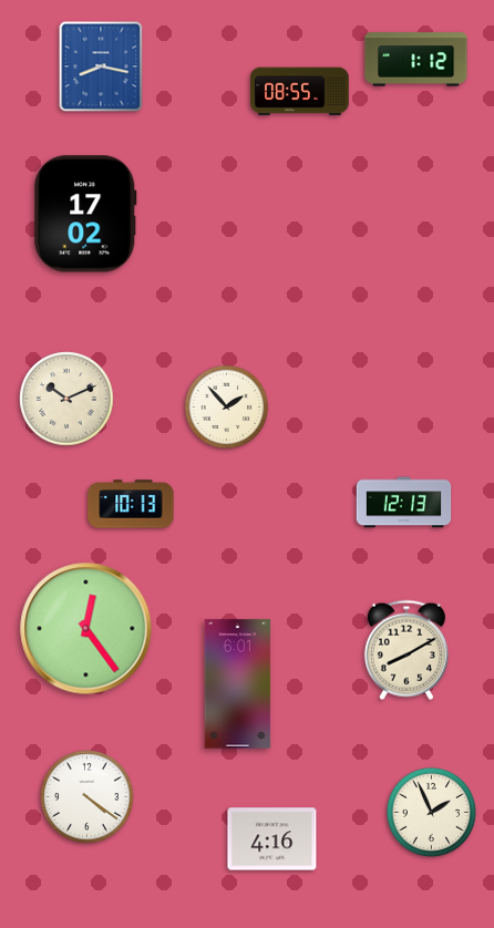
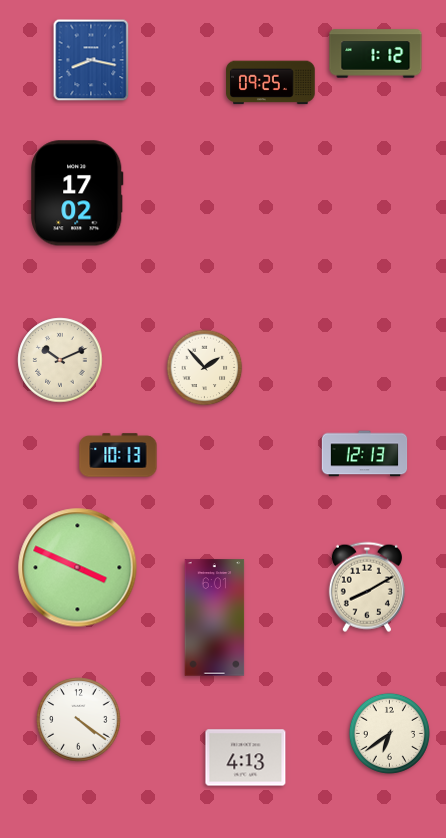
clock at (300, 92): 08:55 -> 09:25
clock at (86, 629): 12:24 -> 3:49
clock at (431, 812): 1:56 -> 6:39
clock at (272, 839): 4:16 -> 4:13
